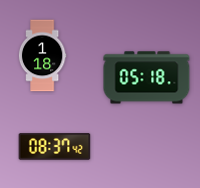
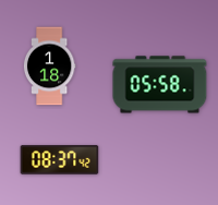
clock at (42, 56) position: (42, 56) -> (49, 67)
clock at (147, 78): 05:18 -> 05:58
